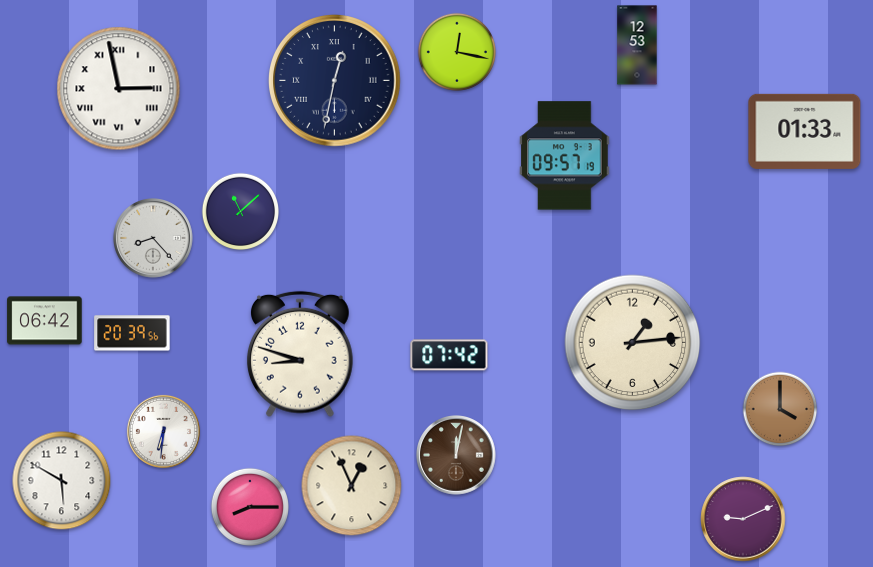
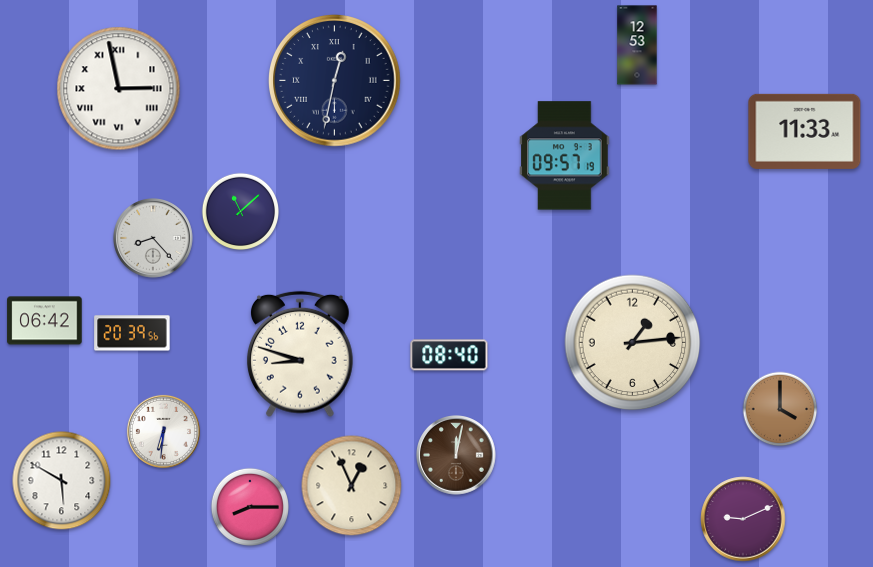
clock at (457, 52): 12:17 -> none
clock at (805, 131): 01:33 -> 11:33
clock at (449, 355): 07:42 -> 08:40
